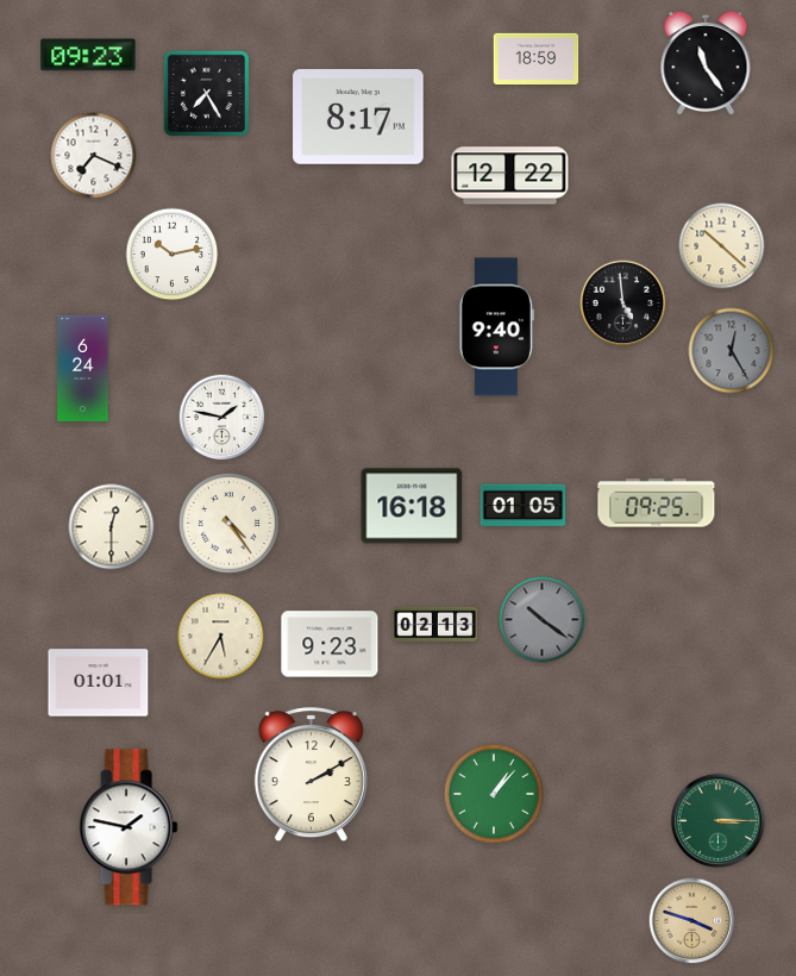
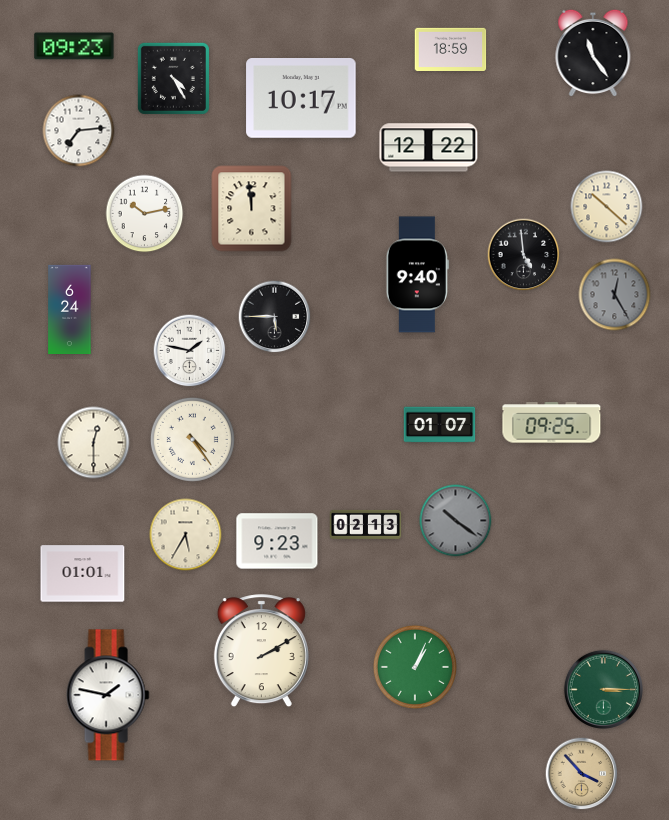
clock at (206, 93): 7:25 -> 4:25
clock at (358, 118): 8:17 -> 10:17
clock at (94, 156): 7:19 -> 7:14
clock at (252, 209): none -> 11:59
clock at (275, 317): none -> 5:45
clock at (222, 418) position: (222, 418) -> (190, 351)
clock at (412, 506): 16:18 -> none
clock at (524, 506): 01:05 -> 01:07
clock at (494, 794): 1:07 -> 1:04
clock at (692, 921): 3:48 -> 3:53
